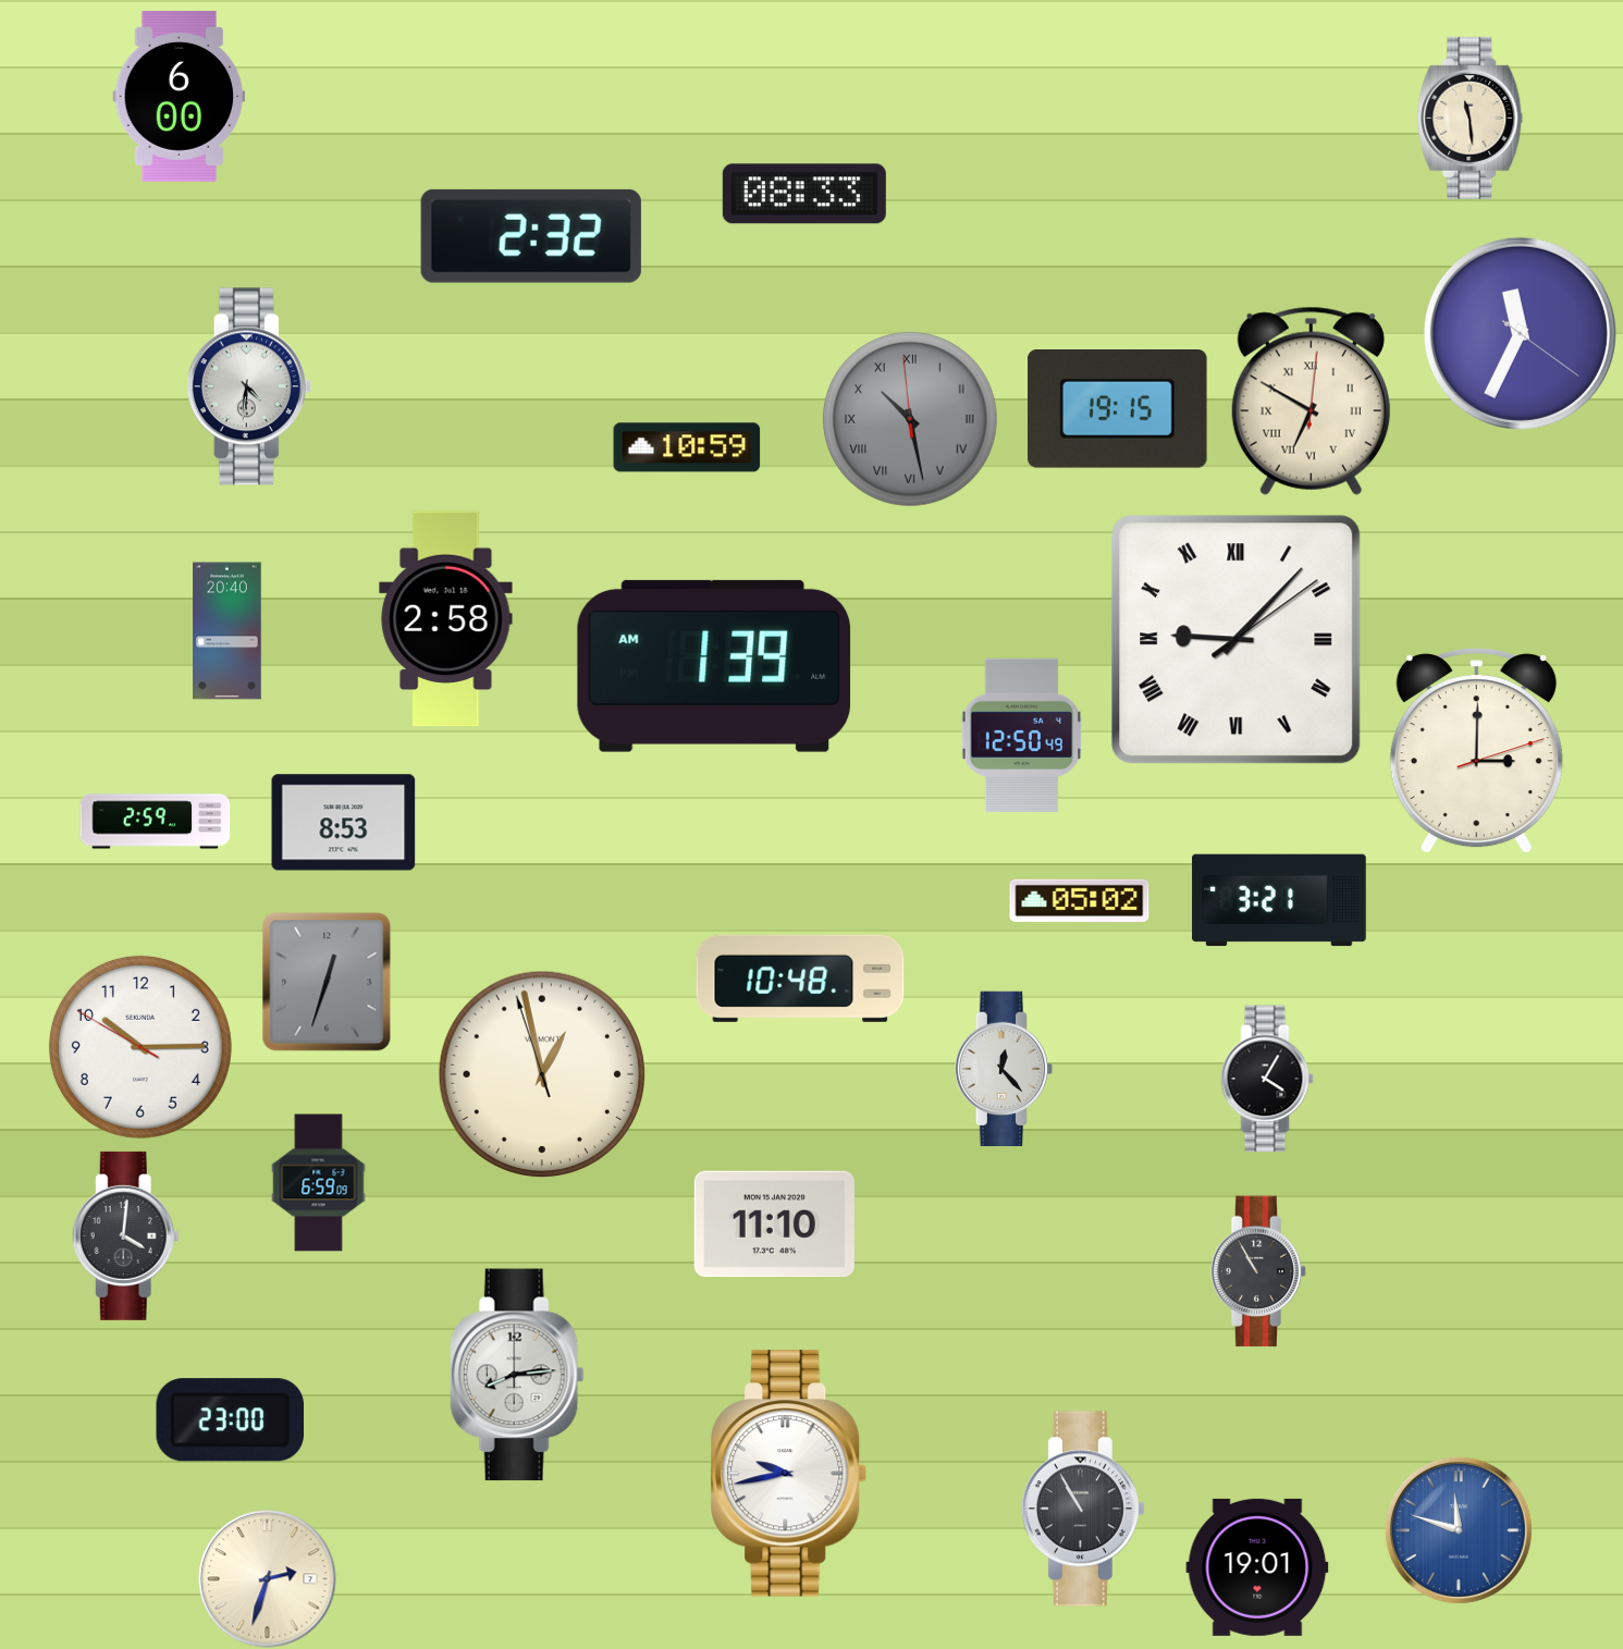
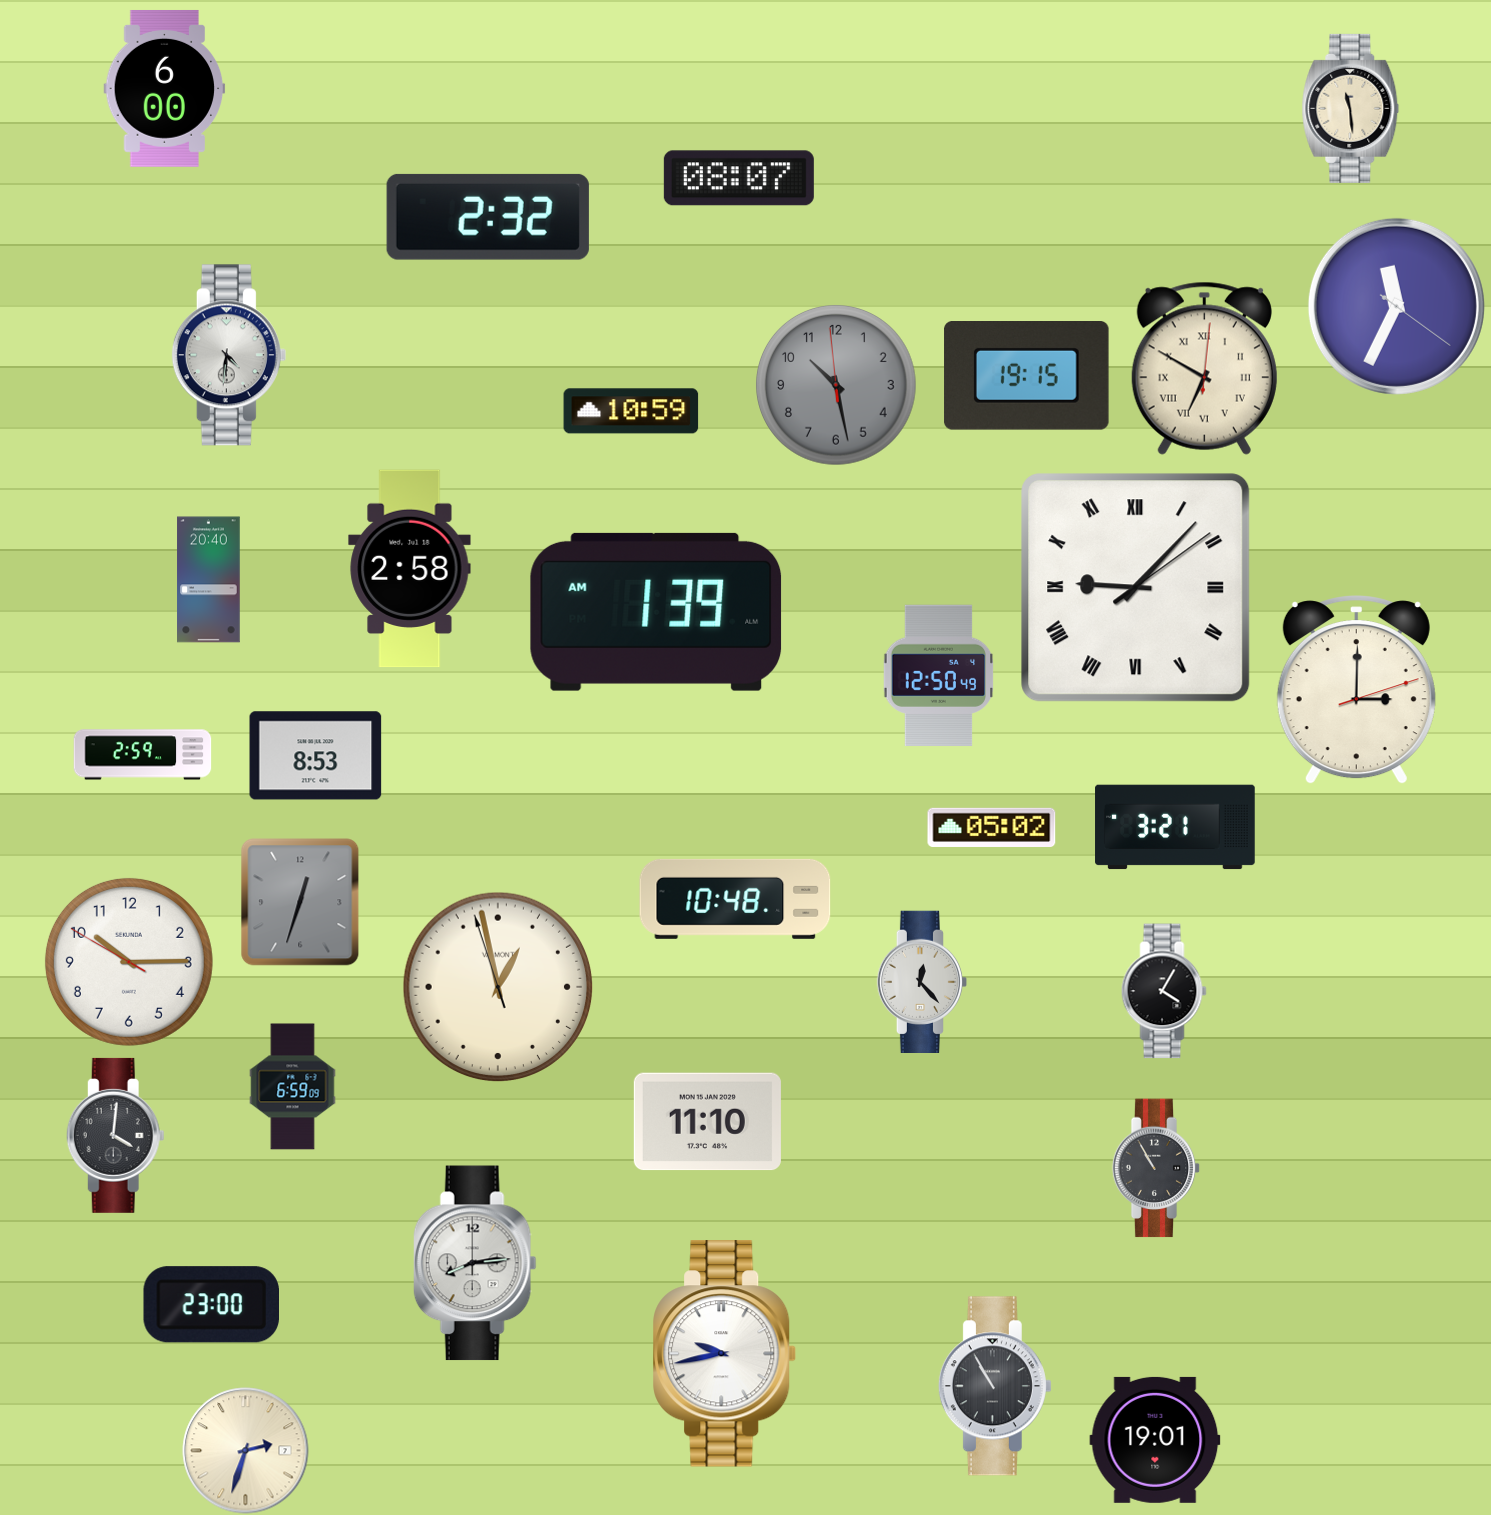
clock at (804, 194): 08:33 -> 08:07
clock at (911, 420) numerals: Roman -> Arabic
clock at (774, 1225) position: (774, 1225) -> (707, 1122)
clock at (1459, 1530): 11:48 -> none
